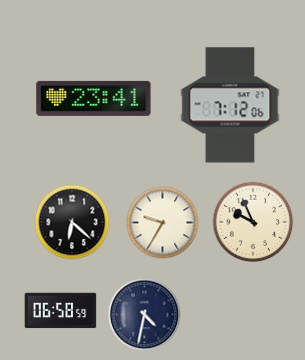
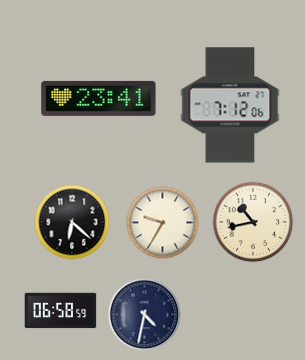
clock at (94, 98) position: (94, 98) -> (99, 98)
clock at (253, 222): 9:56 -> 10:43
